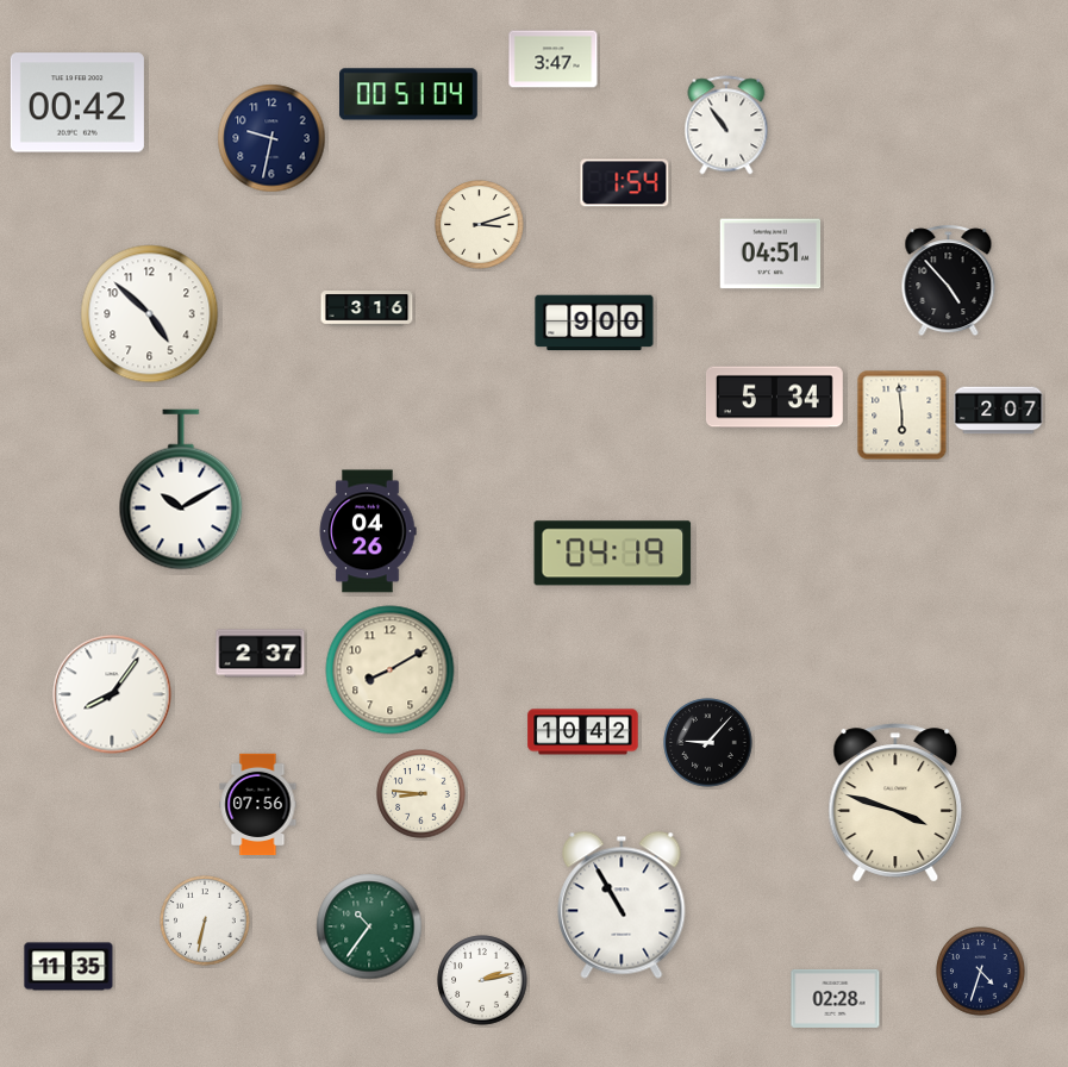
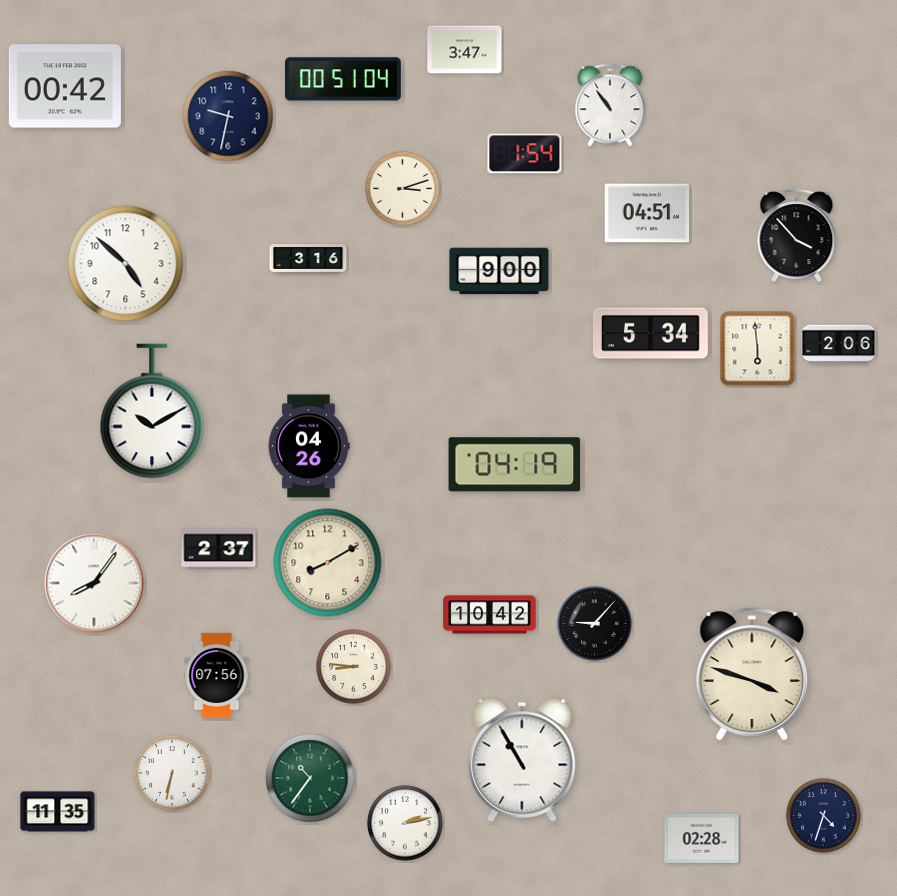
clock at (949, 281): 4:53 -> 3:53
clock at (999, 411): 2:07 -> 2:06
